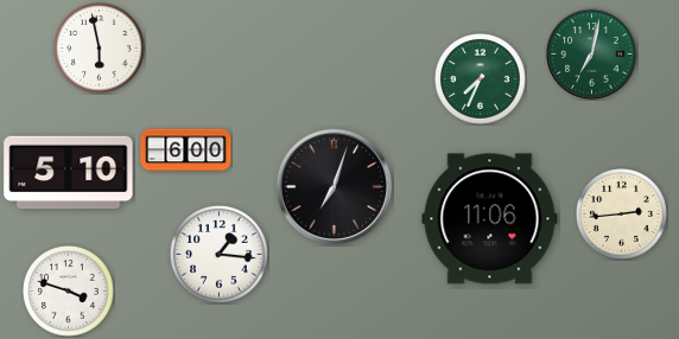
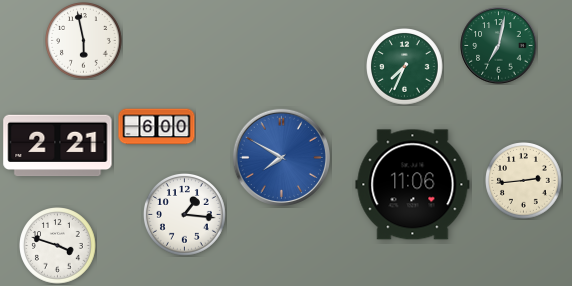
clock at (69, 173): 5:10 -> 2:21
clock at (334, 186): 7:03 -> 7:50
clock at (334, 186) dial: black -> blue
